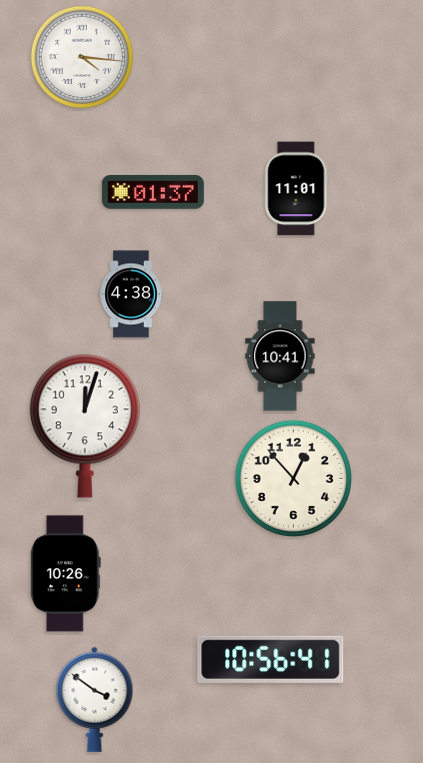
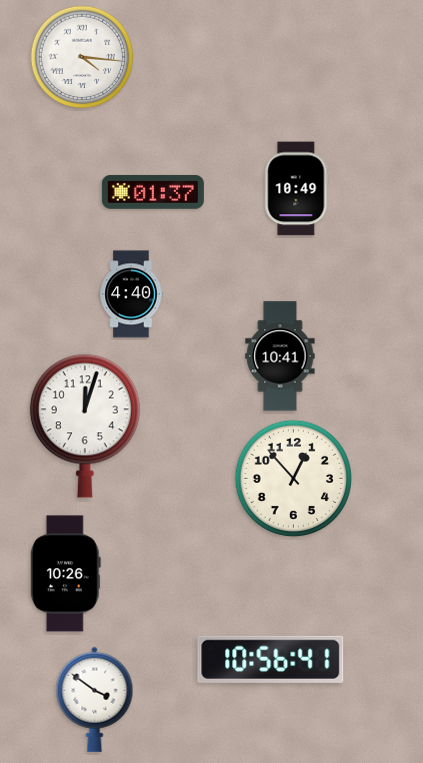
clock at (297, 189): 11:01 -> 10:49
clock at (131, 294): 4:38 -> 4:40
